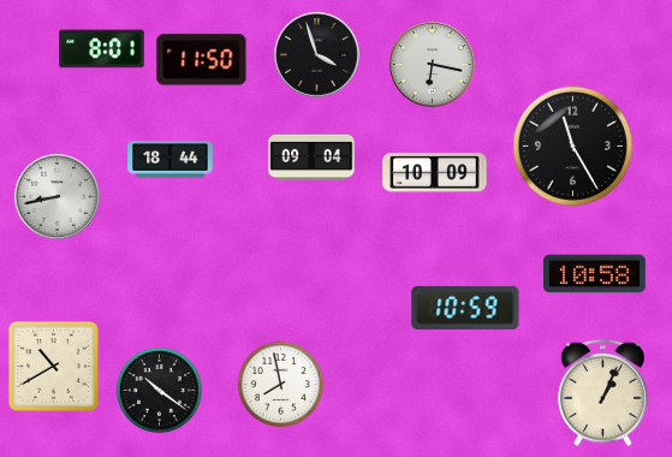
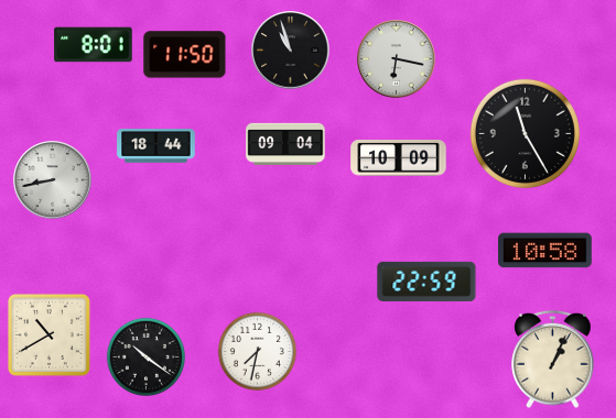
clock at (317, 55): 3:57 -> 10:57
clock at (465, 308): 10:59 -> 22:59
clock at (280, 384): 7:58 -> 7:32
